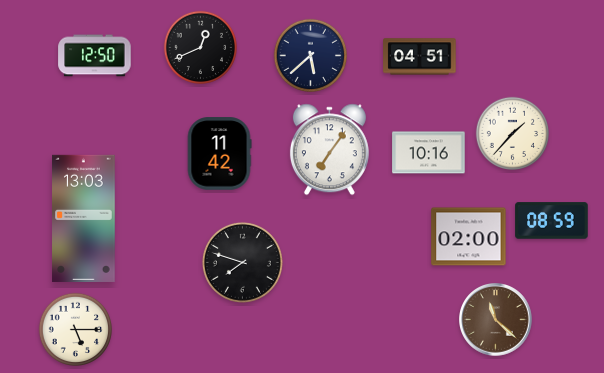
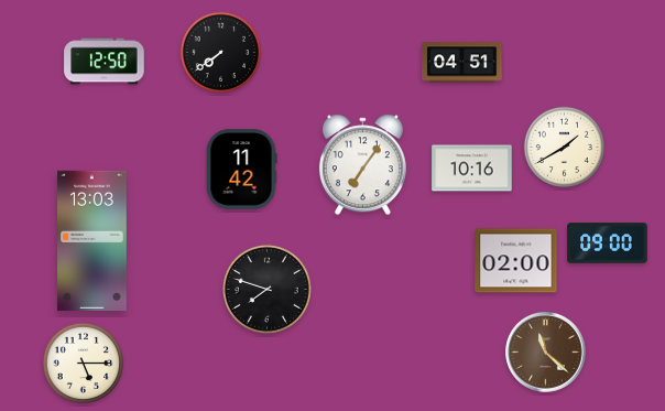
clock at (201, 48): 12:41 -> 7:39
clock at (311, 56): 5:38 -> none
clock at (513, 134): 1:37 -> 1:40
clock at (552, 221): 08:59 -> 09:00
